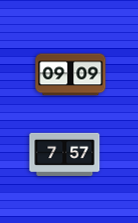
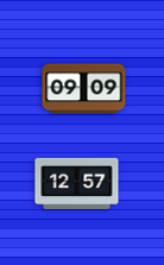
clock at (65, 154): 7:57 -> 12:57
